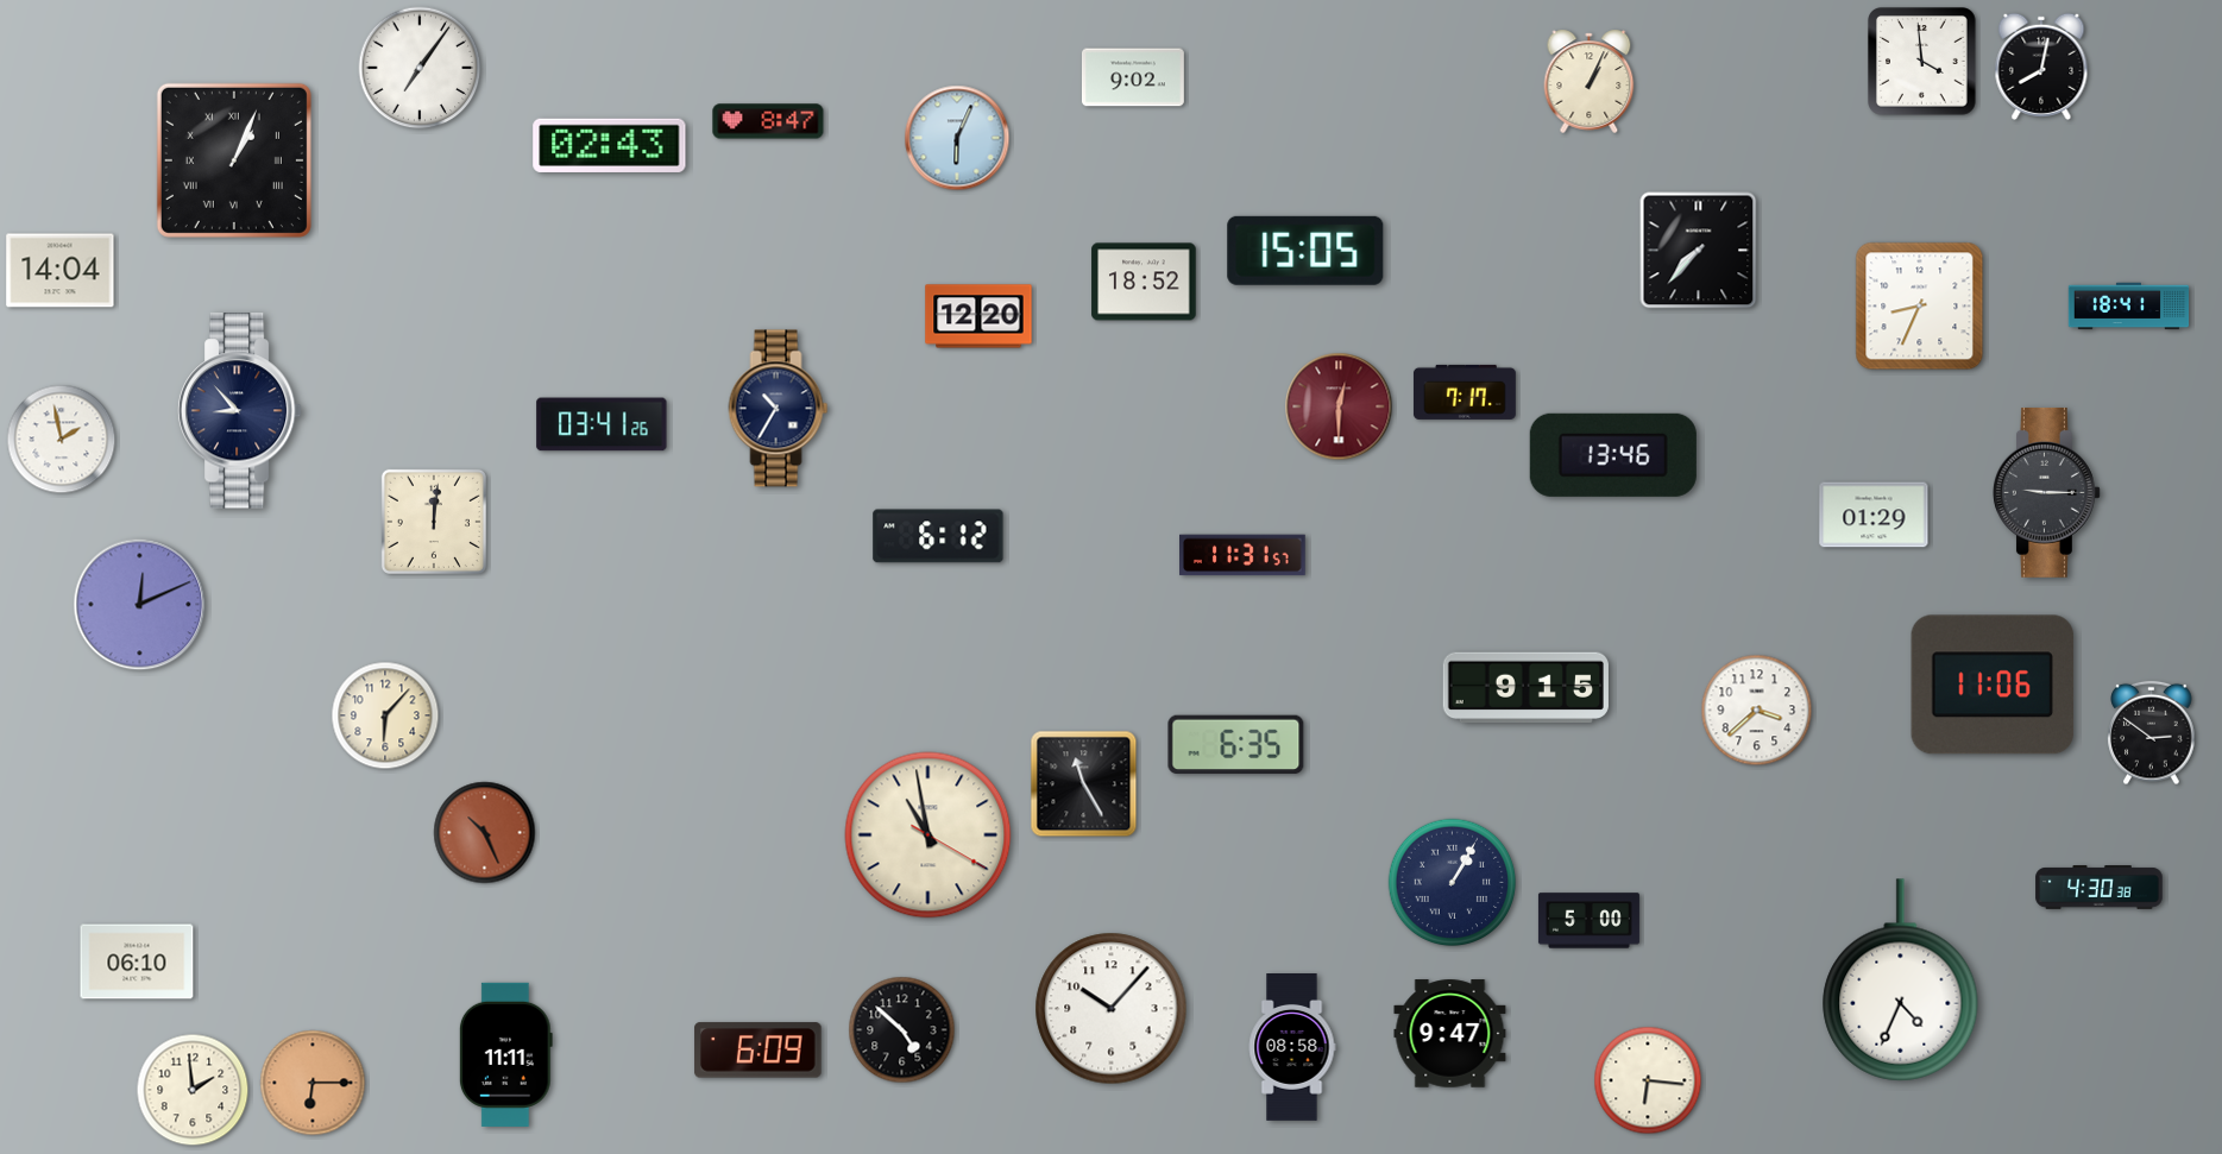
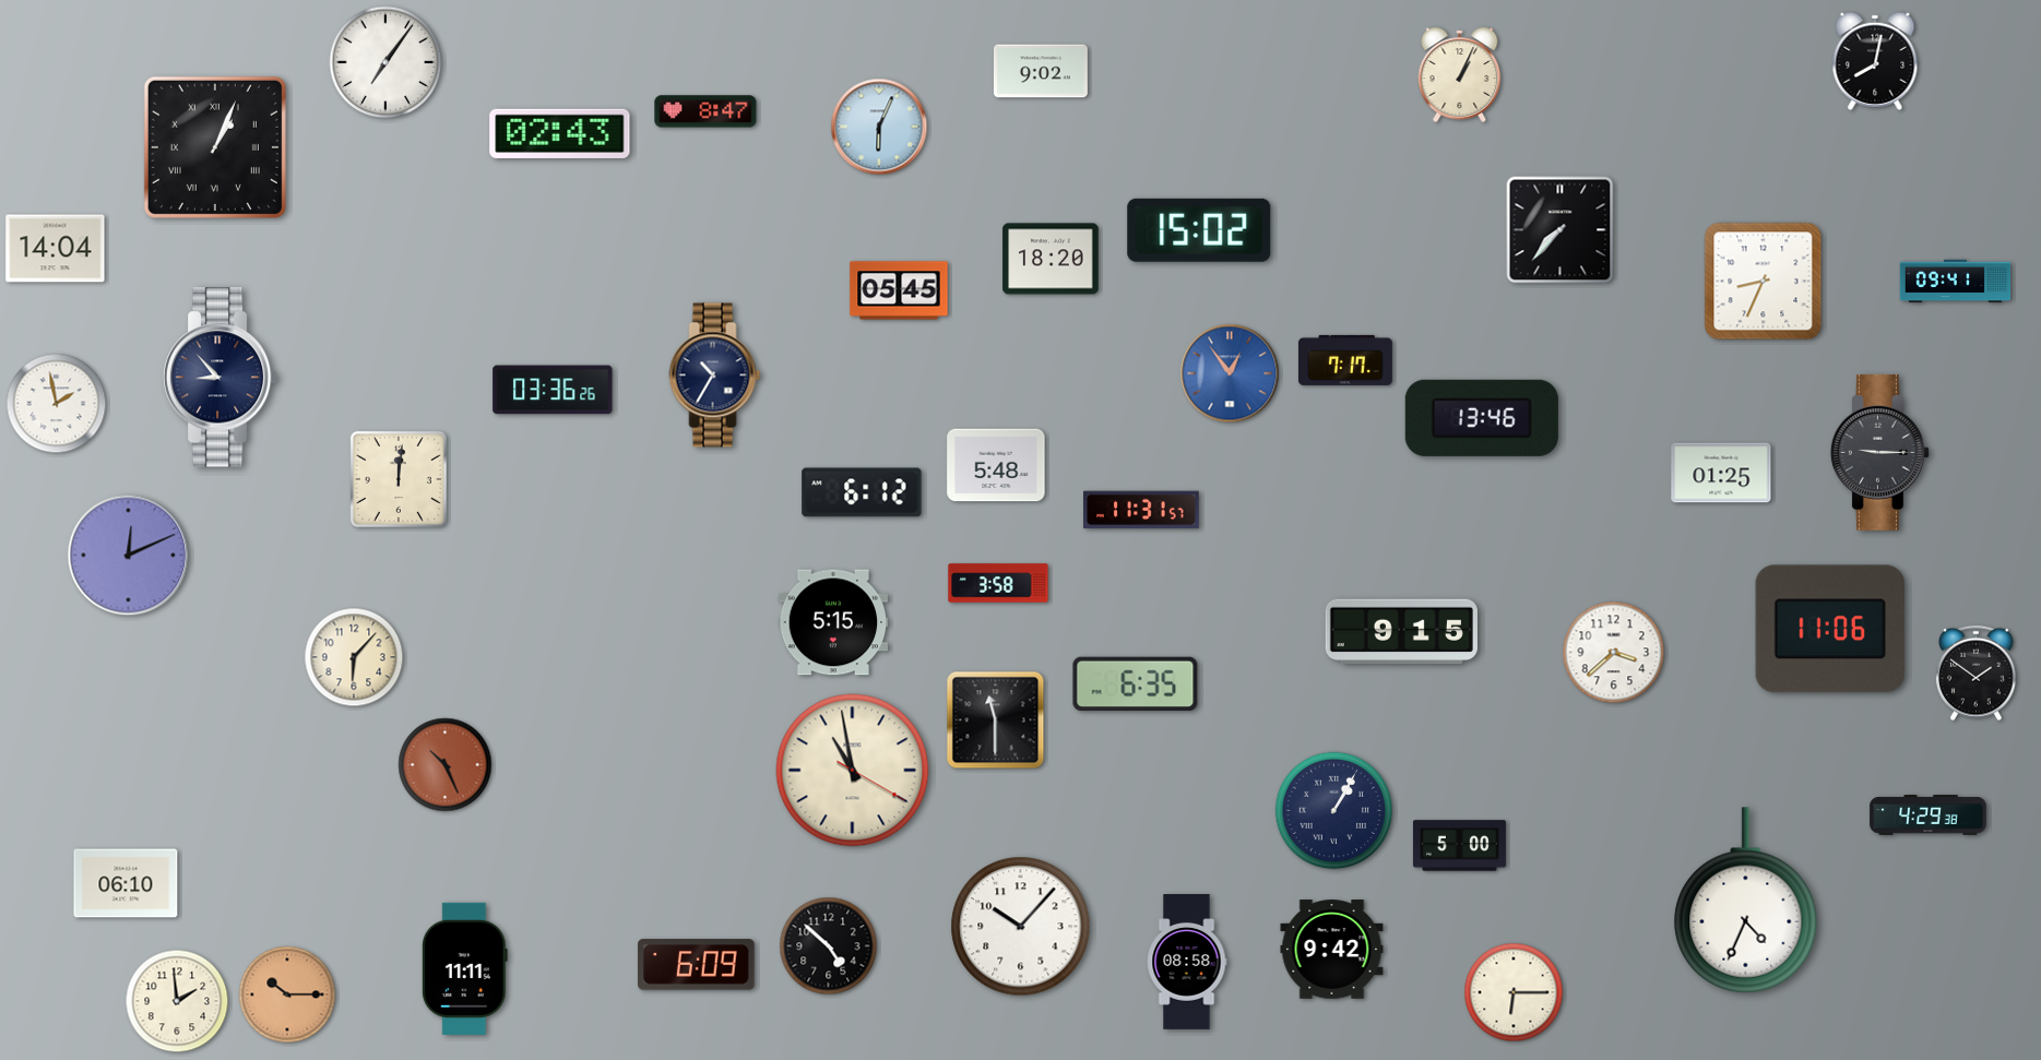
clock at (1922, 62): 3:59 -> none
clock at (1305, 251): 15:05 -> 15:02
clock at (1144, 282): 18:52 -> 18:20
clock at (2129, 307): 18:41 -> 09:41
clock at (978, 316): 12:20 -> 05:45
clock at (1339, 406): 12:30 -> 12:54
clock at (1339, 406) dial: burgundy -> blue
clock at (602, 424): 03:41 -> 03:36
clock at (996, 465): none -> 5:48
clock at (1874, 515): 01:29 -> 01:25
clock at (998, 583): none -> 3:58
clock at (833, 622): none -> 5:15
clock at (2152, 733): 2:51 -> 1:51
clock at (1084, 784): 11:25 -> 11:30
clock at (929, 835) position: (929, 835) -> (853, 771)
clock at (2100, 888): 4:30 -> 4:29
clock at (1450, 1034): 9:47 -> 9:42
clock at (1648, 1080): 6:16 -> 6:15
clock at (313, 1083): 6:15 -> 10:15
